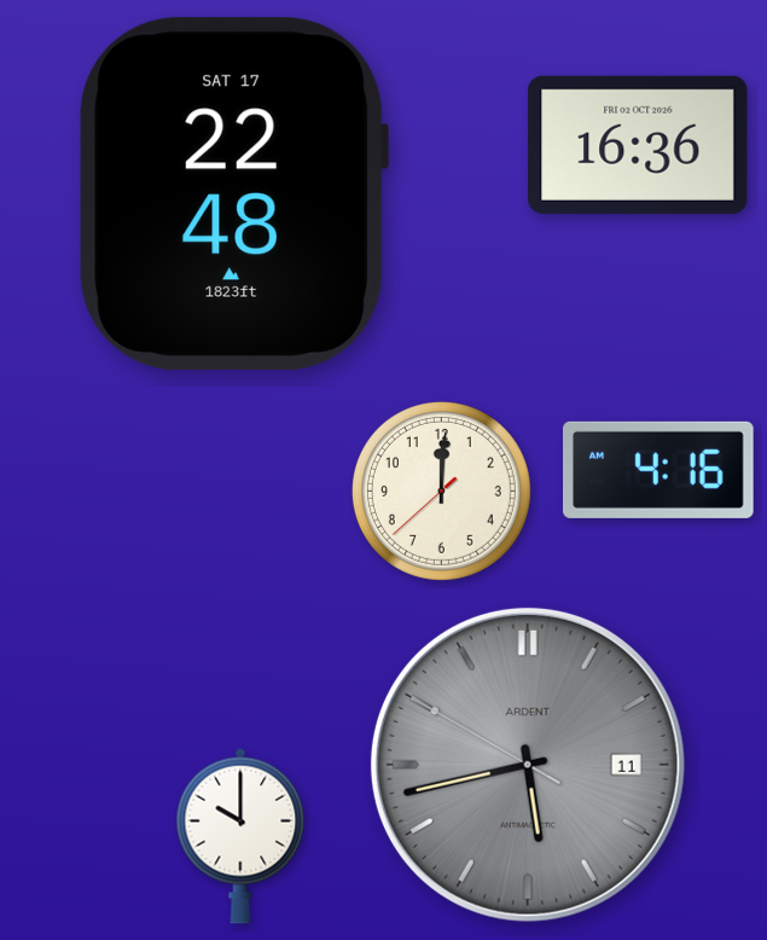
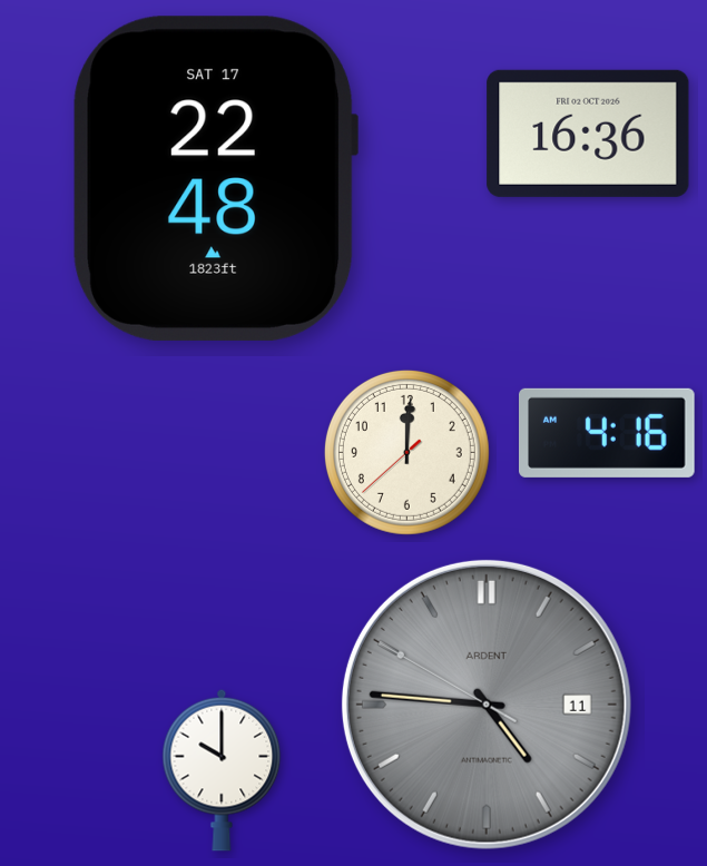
clock at (528, 765): 5:42 -> 4:45
